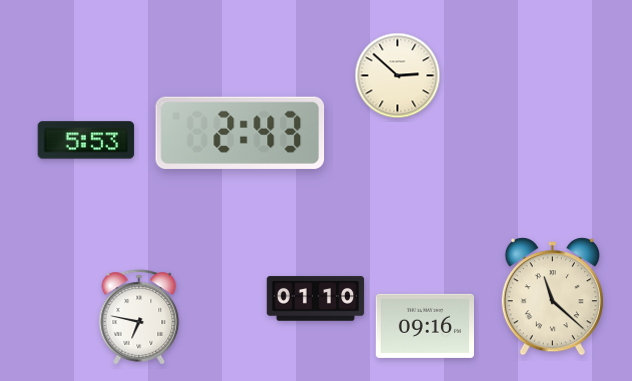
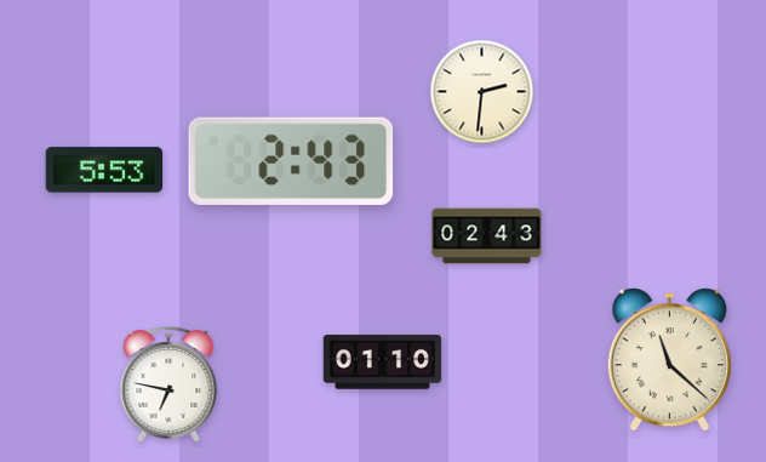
clock at (398, 76): 2:52 -> 2:31
clock at (487, 236): none -> 02:43
clock at (424, 326): 09:16 -> none
